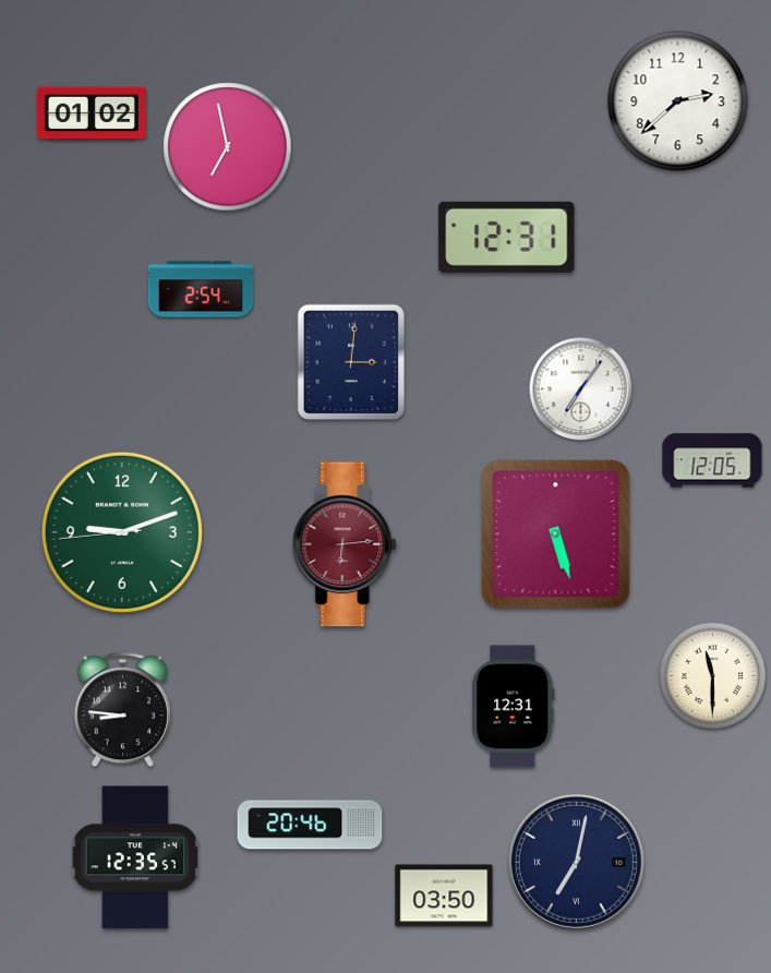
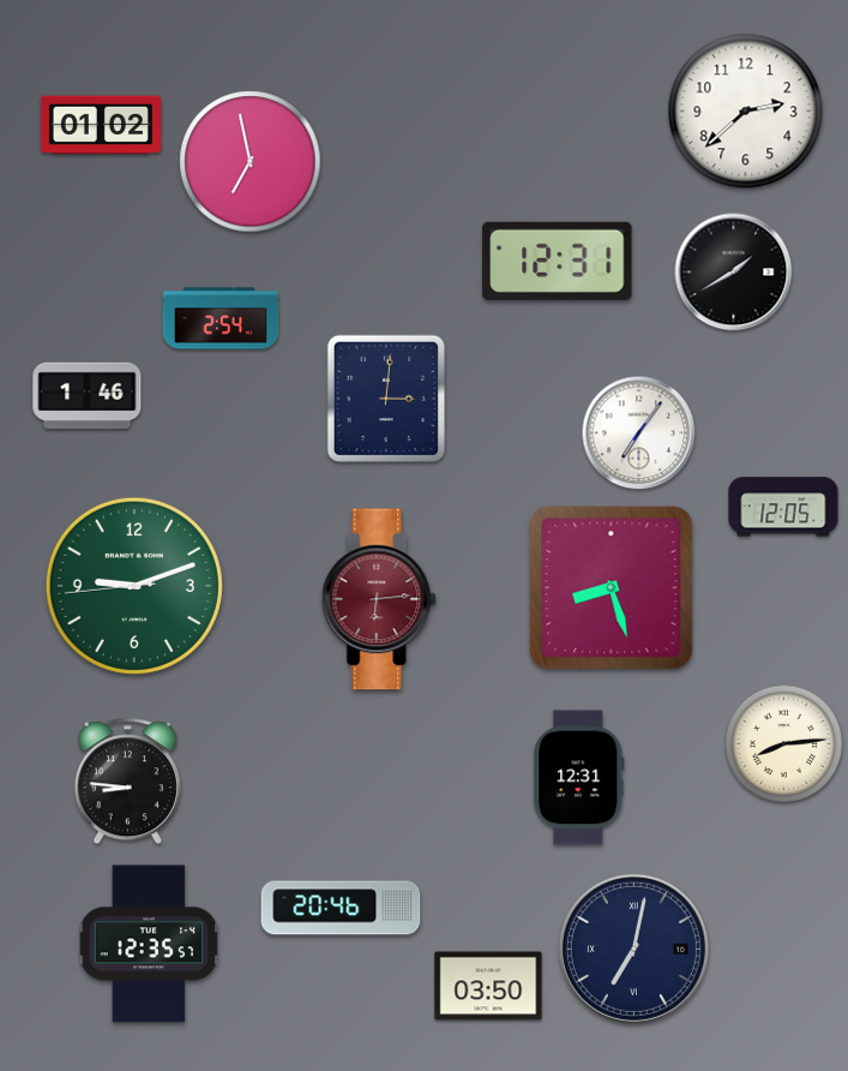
clock at (734, 273): none -> 1:40
clock at (88, 396): none -> 1:46
clock at (581, 389) position: (581, 389) -> (639, 433)
clock at (556, 534): 5:27 -> 8:27
clock at (713, 676): 11:30 -> 8:14
clock at (514, 707) position: (514, 707) -> (579, 778)
clock at (122, 710) position: (122, 710) -> (127, 782)
